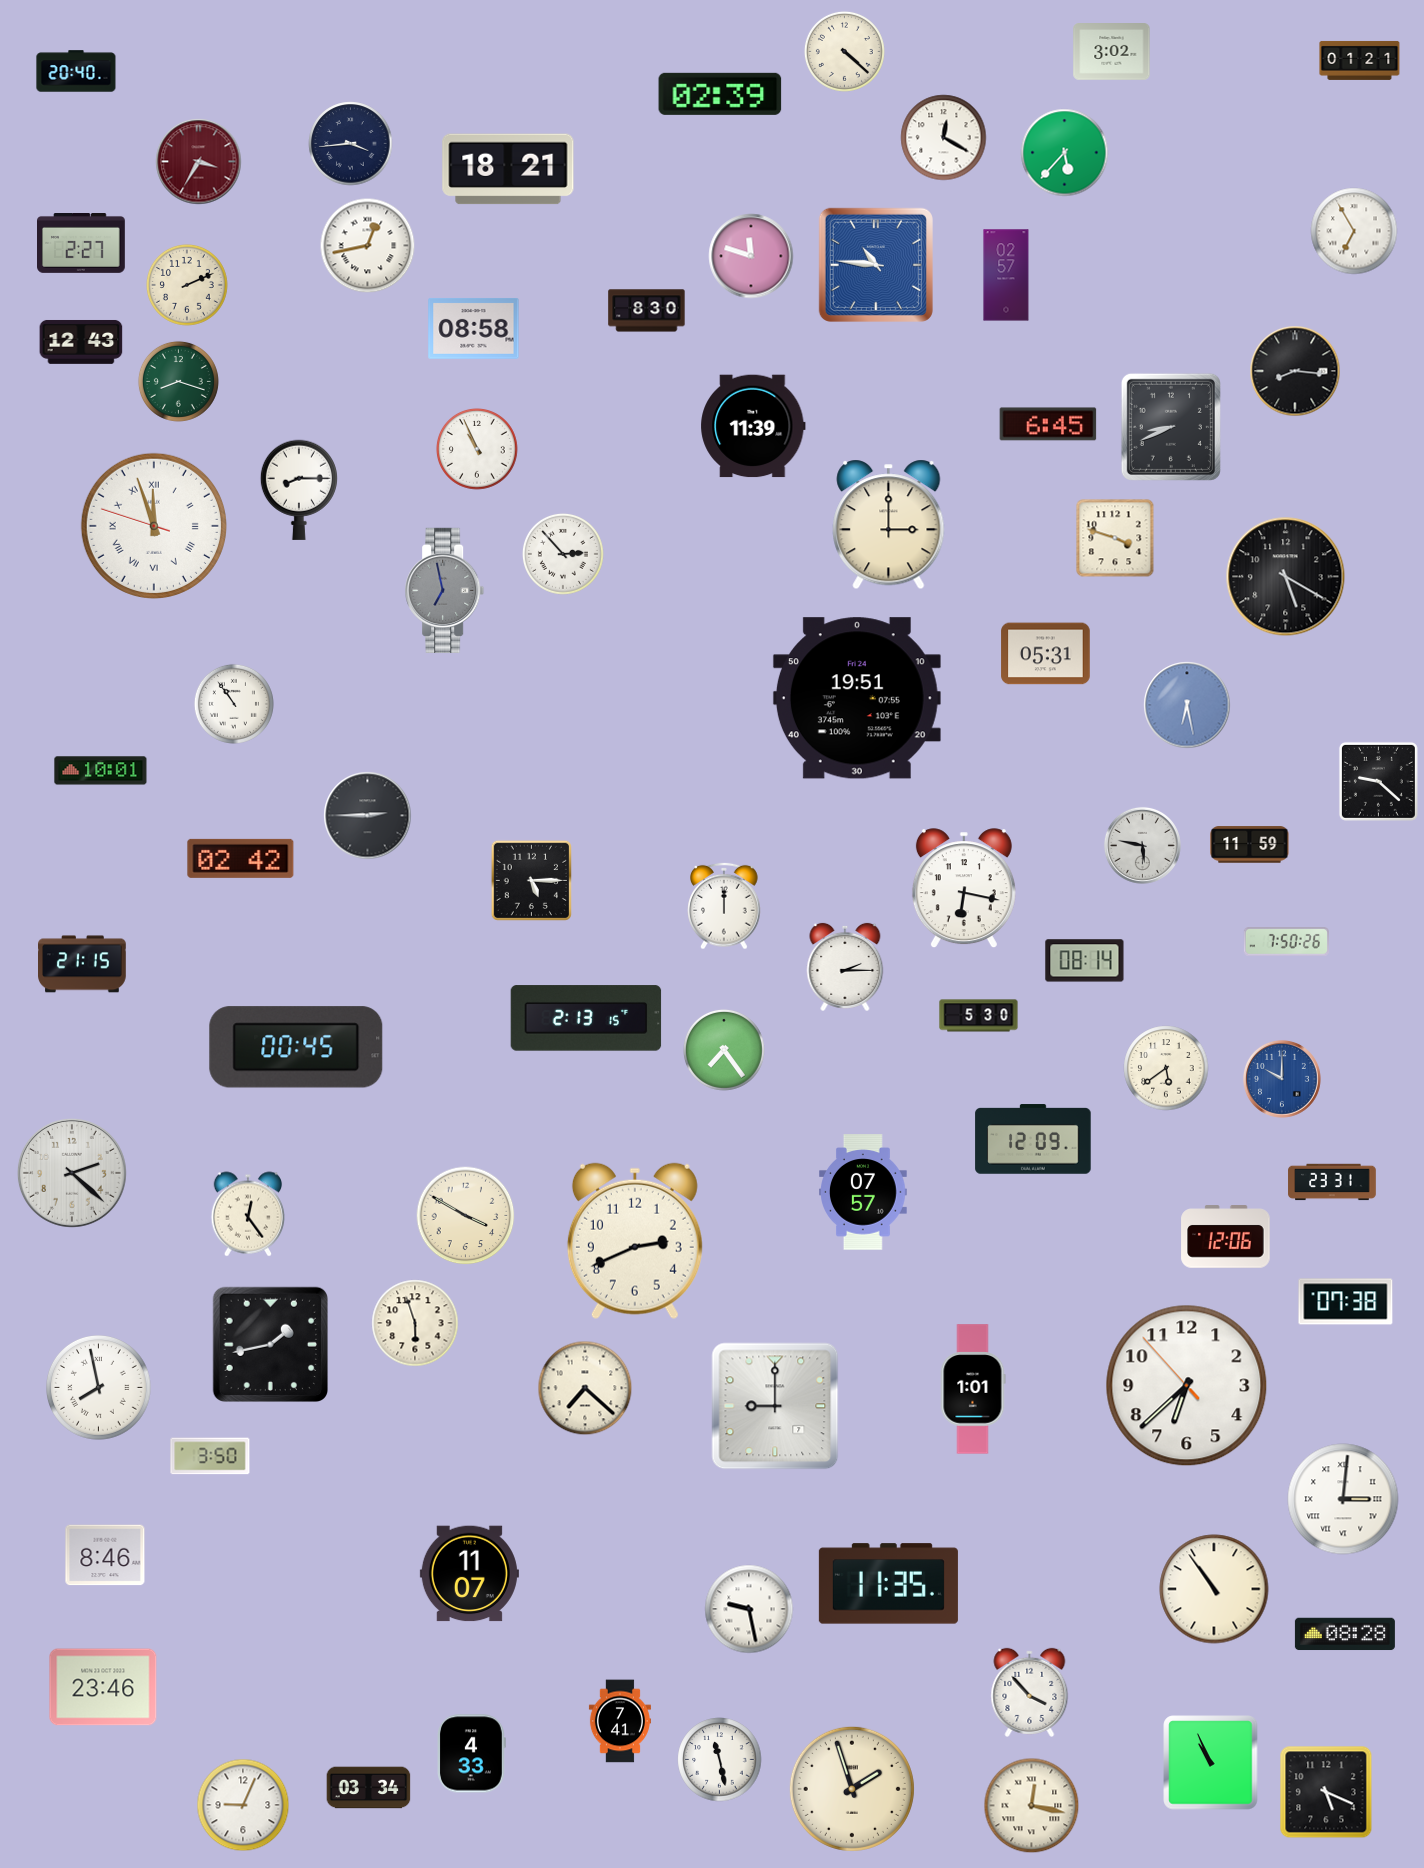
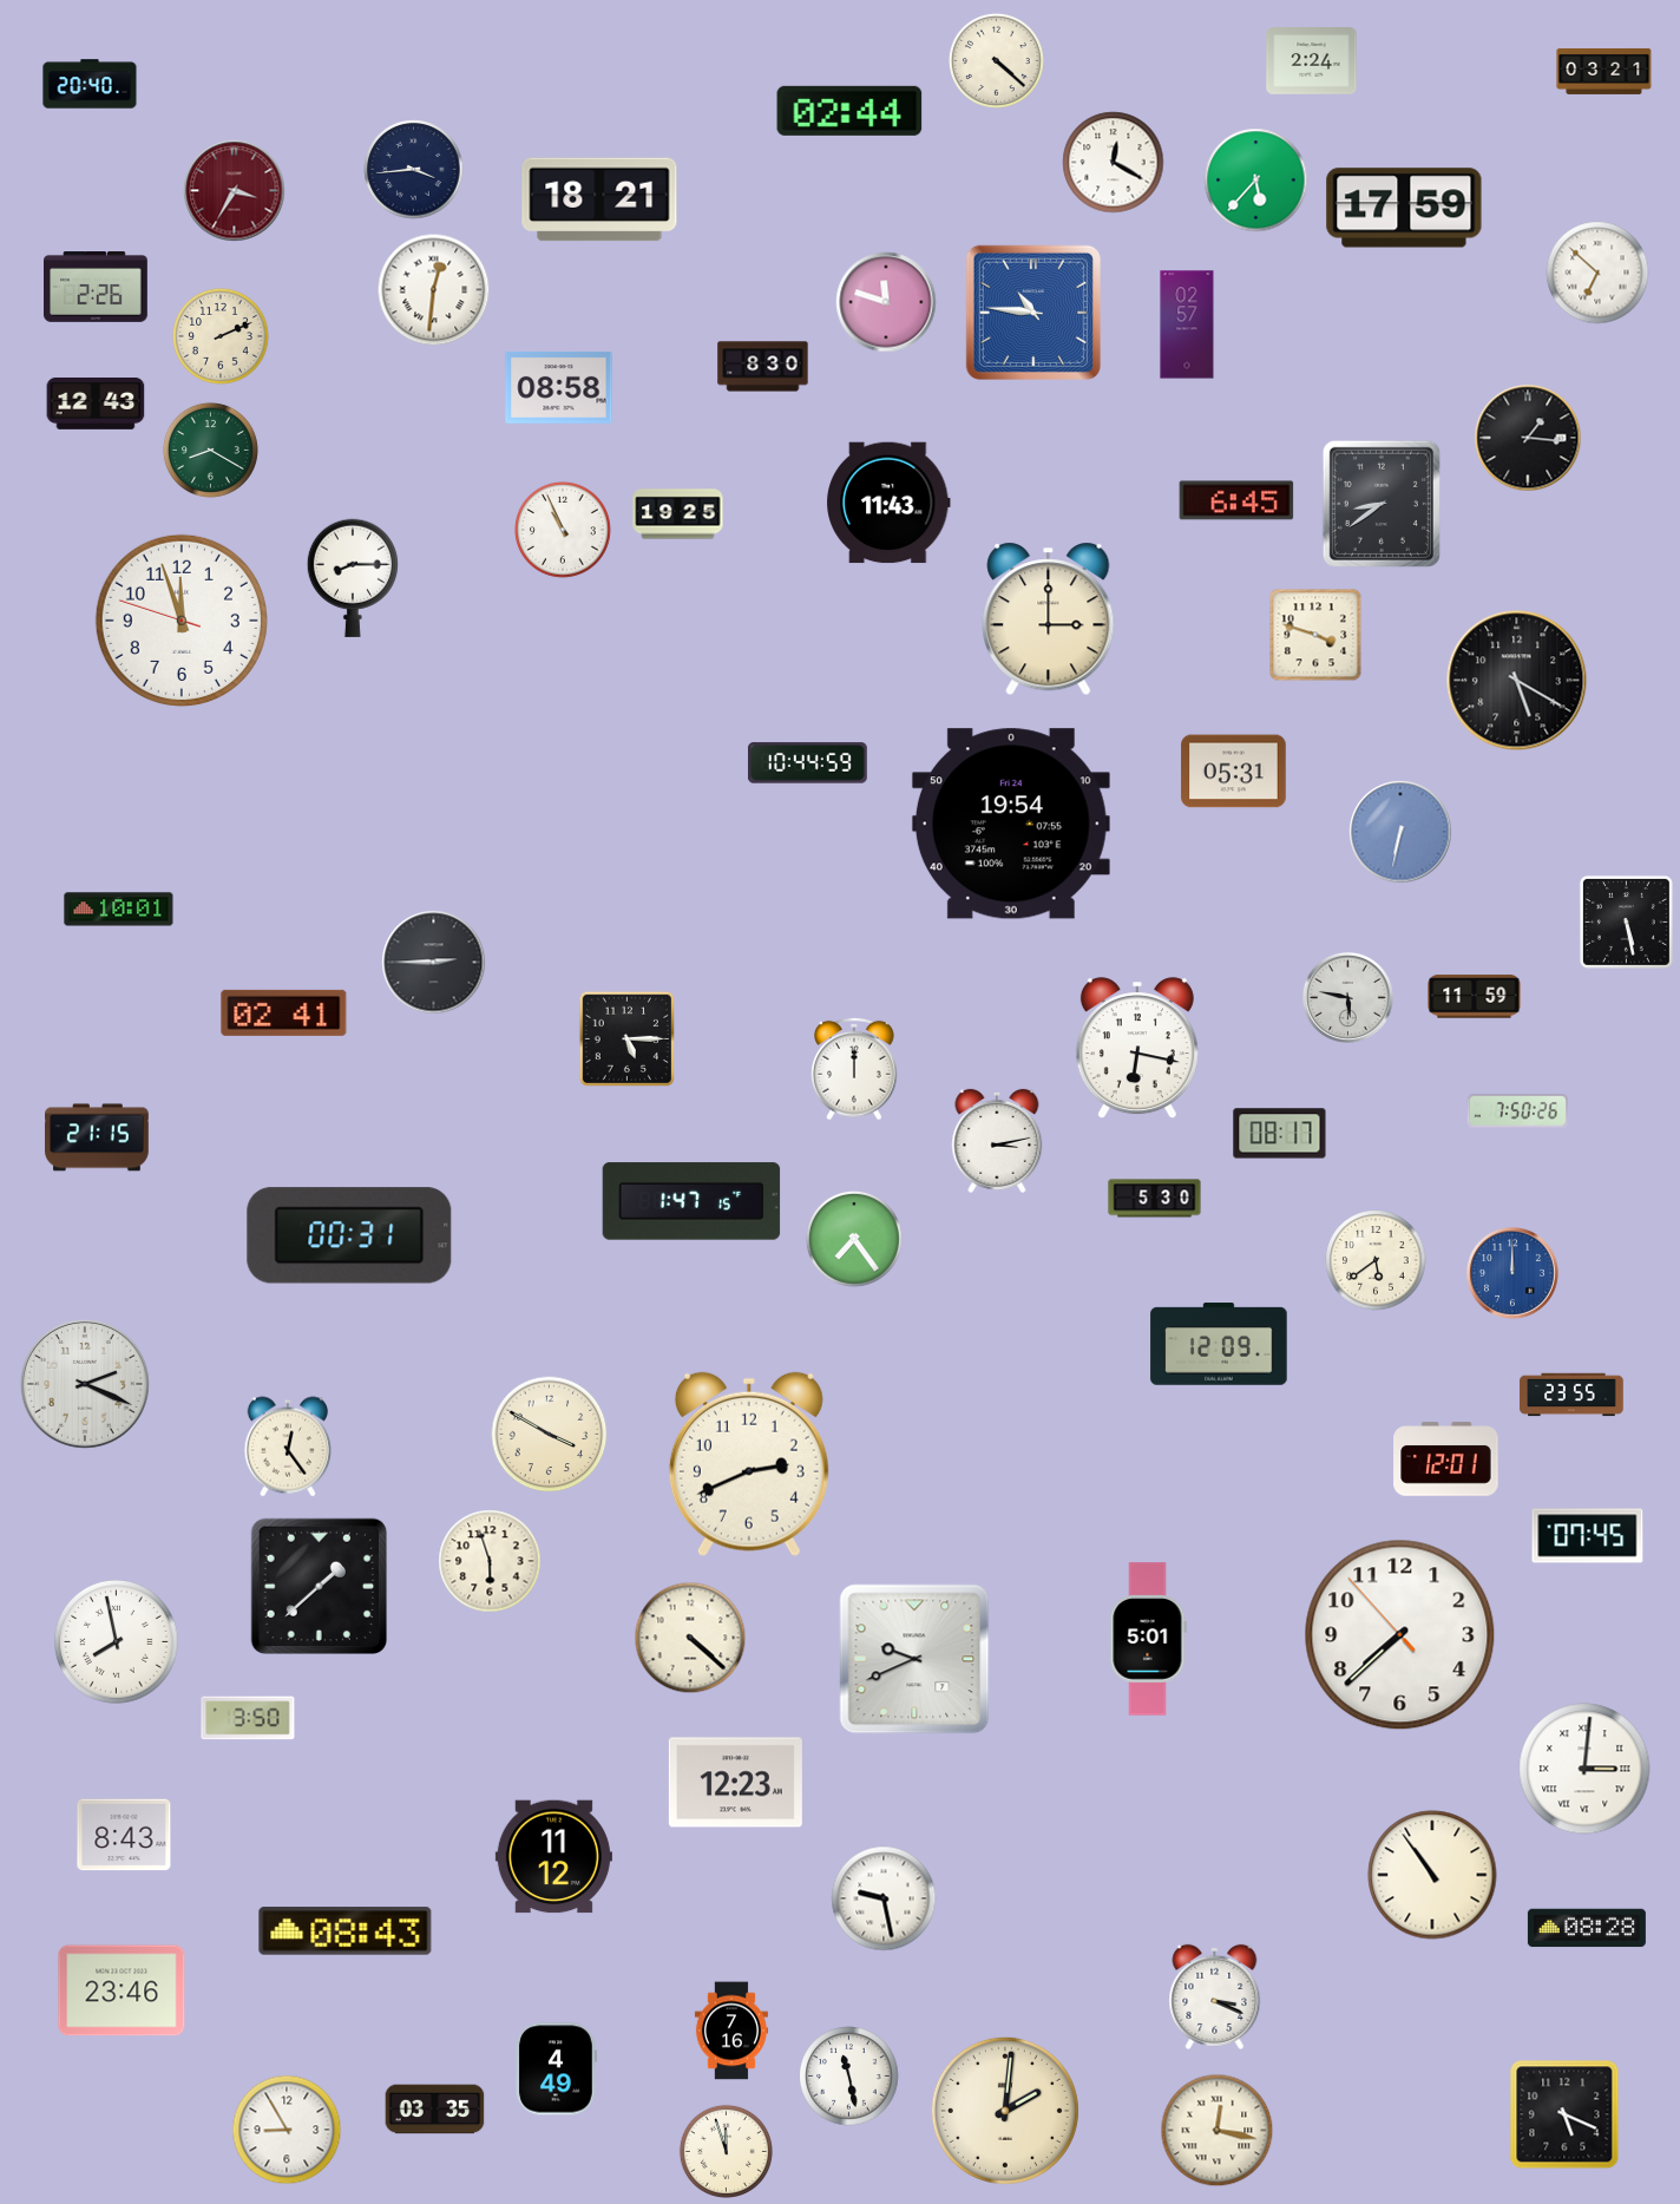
clock at (1112, 52): 3:02 -> 2:24
clock at (1360, 60): 01:21 -> 03:21
clock at (720, 94): 02:39 -> 02:44
clock at (1404, 208): none -> 17:59
clock at (1354, 231): 6:55 -> 6:52
clock at (82, 244): 2:27 -> 2:26
clock at (368, 246): 12:43 -> 12:31
clock at (1295, 371): 8:16 -> 1:16
clock at (178, 381): 8:18 -> 8:20
clock at (754, 426): 11:39 -> 11:43
clock at (1171, 427): 8:41 -> 8:39
clock at (678, 514): none -> 19:25
clock at (154, 526) numerals: Roman -> Arabic
clock at (563, 554): 2:53 -> none
clock at (445, 590): 6:58 -> none
clock at (807, 763): none -> 10:44
clock at (857, 698): 19:51 -> 19:54
clock at (234, 704): 10:54 -> none
clock at (1187, 705): 6:28 -> 6:32
clock at (1378, 781): 9:22 -> 5:28
clock at (241, 858): 02:42 -> 02:41
clock at (1085, 961): 08:14 -> 08:17
clock at (845, 967): 2:15 -> 3:13
clock at (586, 1018): 2:13 -> 1:47
clock at (296, 1047): 00:45 -> 00:31
clock at (1282, 1079): 10:00 -> 12:00
clock at (72, 1173): 2:22 -> 2:19
clock at (1332, 1182): 23:31 -> 23:55
clock at (864, 1192): 07:57 -> none
clock at (248, 1214) position: (248, 1214) -> (288, 1447)
clock at (1226, 1237): 12:06 -> 12:01
clock at (1346, 1302): 07:38 -> 07:45
clock at (270, 1344): 1:43 -> 1:38
clock at (1187, 1386): 6:37 -> 7:37
clock at (99, 1388) position: (99, 1388) -> (117, 1642)
clock at (585, 1388): 7:22 -> 4:22
clock at (973, 1389): 1:01 -> 5:01
clock at (775, 1406): 9:00 -> 9:41
clock at (735, 1783): none -> 12:23
clock at (105, 1555): 8:46 -> 8:43
clock at (469, 1574): 11:07 -> 11:12
clock at (888, 1584): 11:35 -> none
clock at (346, 1931): none -> 08:43
clock at (1030, 1692): 3:53 -> 3:19
clock at (620, 1721): 7:41 -> 7:16
clock at (472, 1754): 4:33 -> 4:49
clock at (1211, 1763): 10:56 -> none
clock at (369, 1788): 03:34 -> 03:35
clock at (852, 1789): 1:57 -> 2:01
clock at (243, 1805): 9:04 -> 8:55
clock at (726, 2151): none -> 11:57
